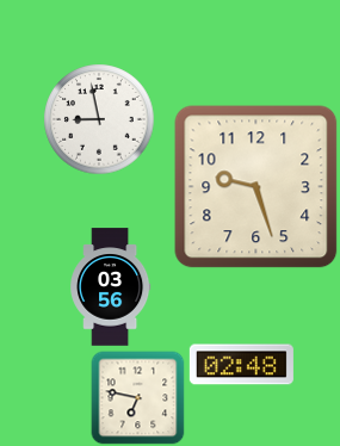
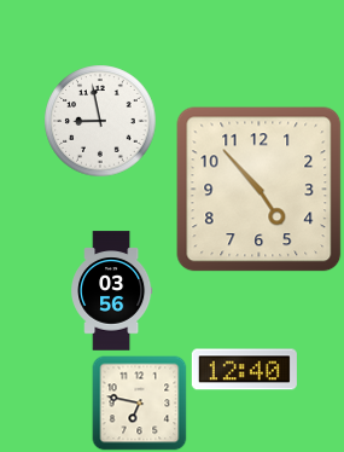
clock at (256, 187): 9:27 -> 4:53
clock at (241, 365): 02:48 -> 12:40
